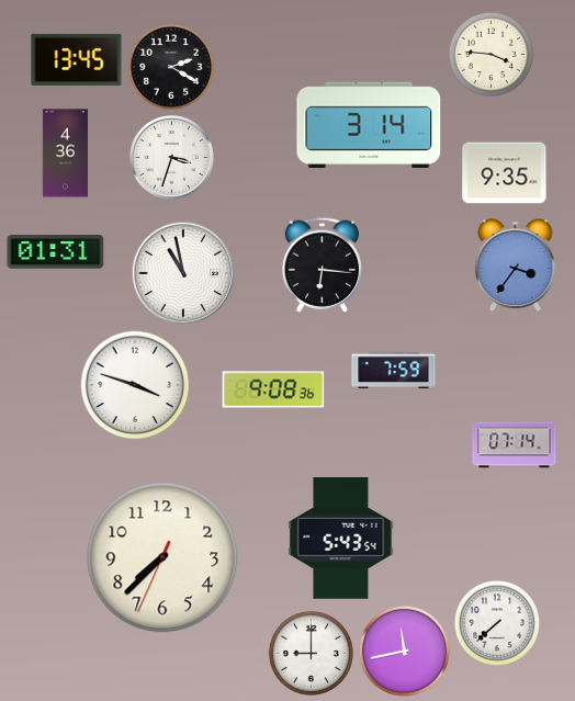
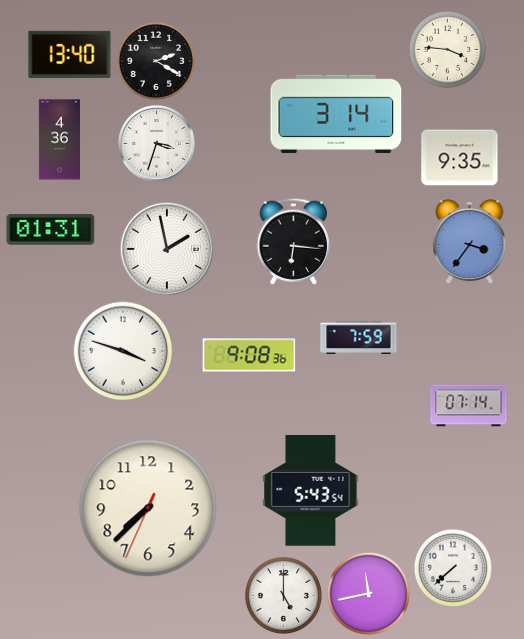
clock at (77, 59): 13:45 -> 13:40
clock at (183, 273): 10:58 -> 1:58
clock at (311, 653): 9:00 -> 5:00
